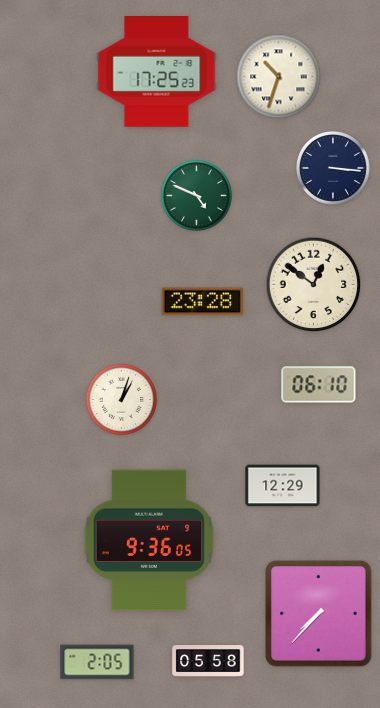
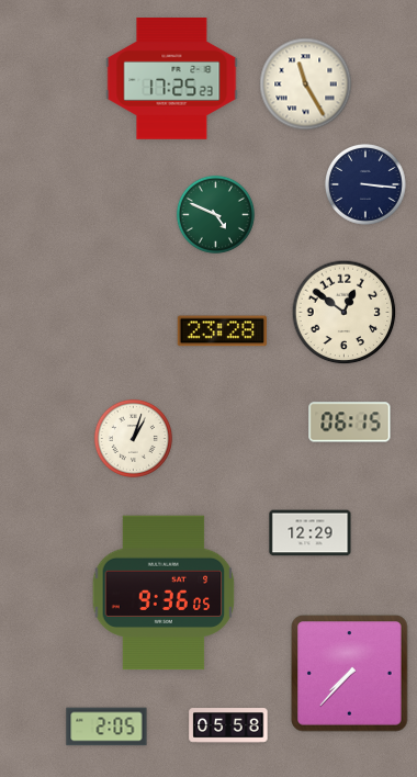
clock at (279, 77): 10:33 -> 11:25
clock at (319, 385): 06:10 -> 06:15
